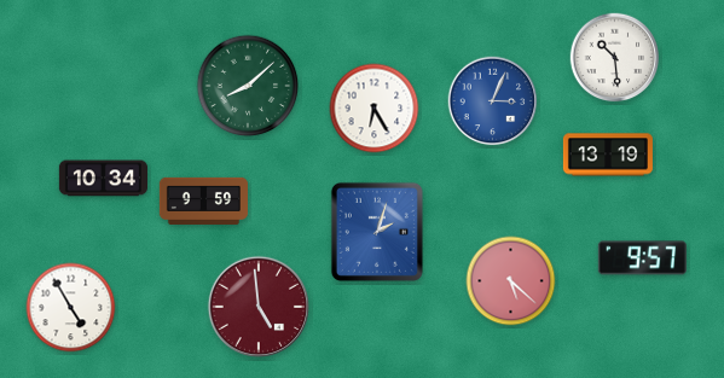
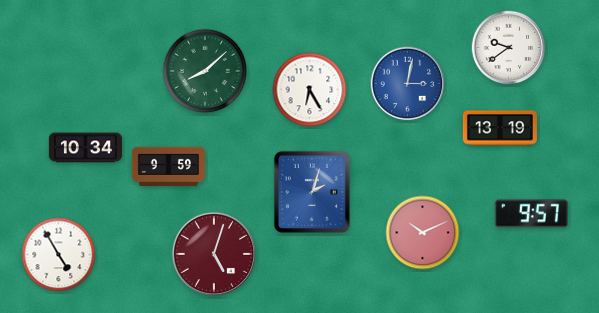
clock at (615, 58): 10:29 -> 9:39
clock at (493, 101): 3:04 -> 3:02
clock at (608, 155) position: (608, 155) -> (500, 128)
clock at (511, 281): 5:22 -> 10:11
clock at (257, 306): 4:59 -> 5:03
